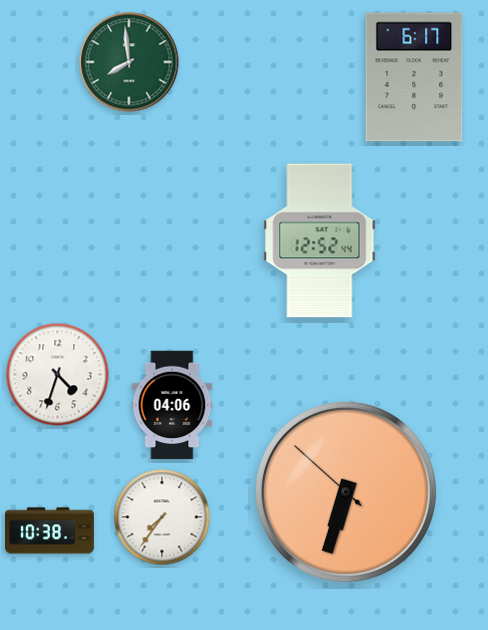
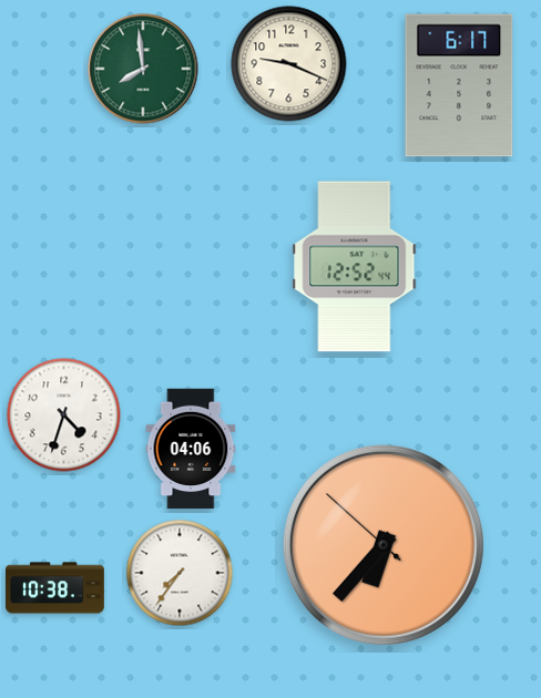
clock at (289, 64): none -> 9:19
clock at (346, 492): 6:32 -> 6:36
